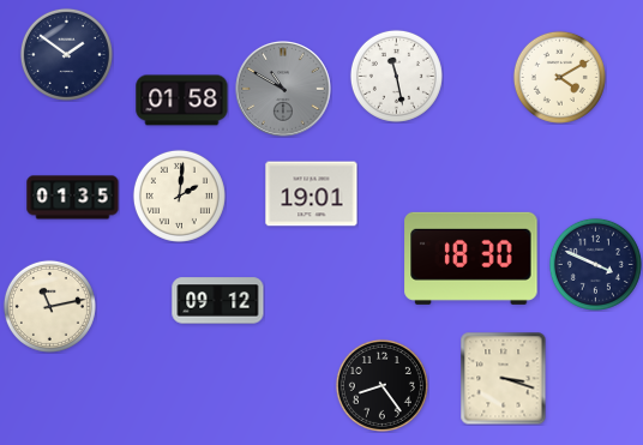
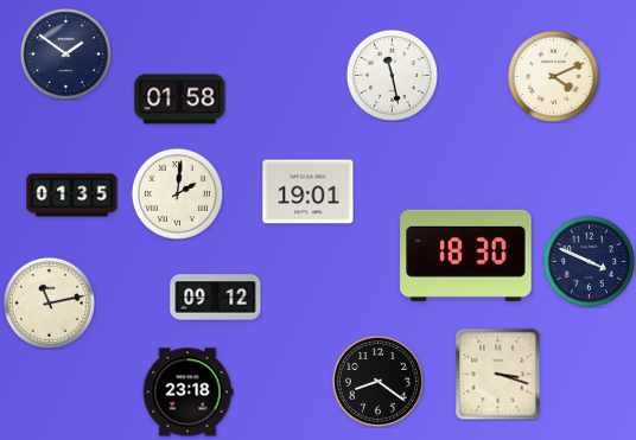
clock at (559, 77): 4:10 -> 4:11
clock at (284, 90): 10:50 -> none
clock at (381, 385): 8:24 -> 8:21
clock at (187, 393): none -> 23:18
